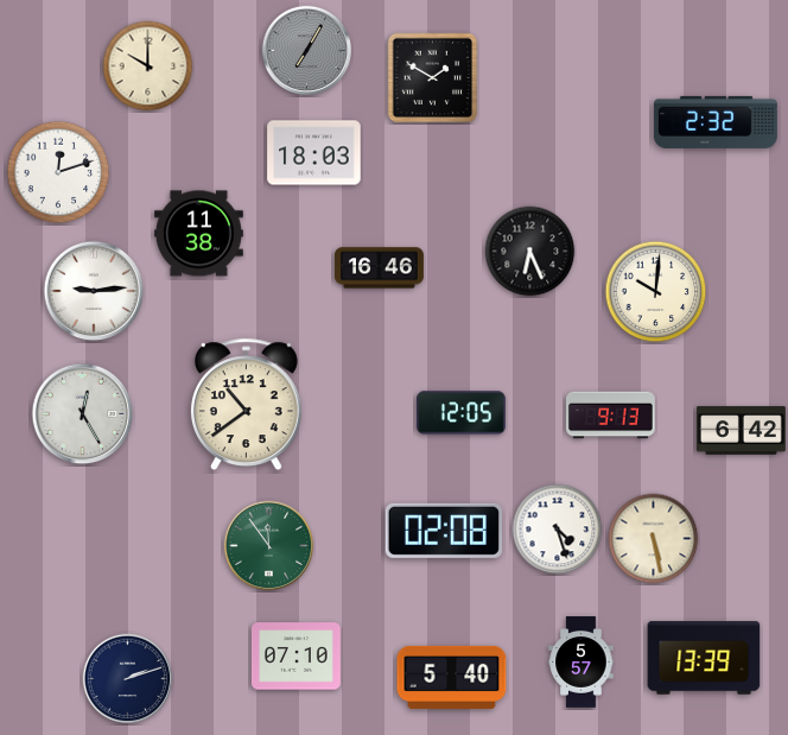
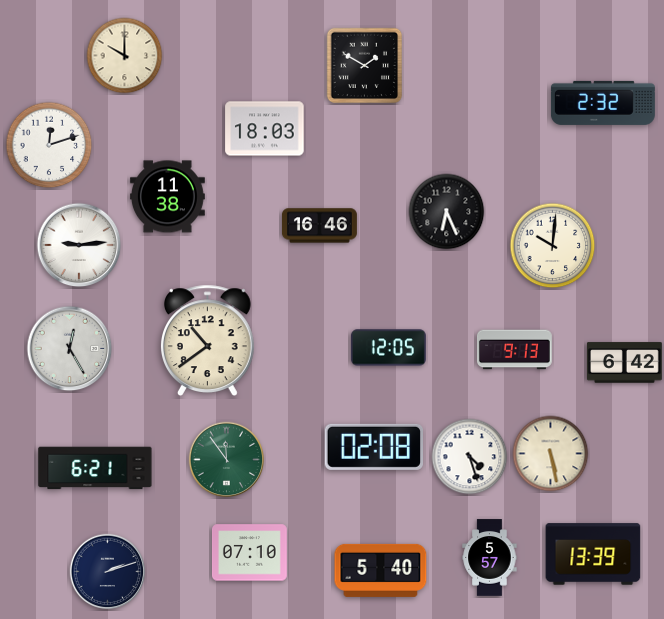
clock at (307, 51): 7:05 -> none
clock at (558, 530) position: (558, 530) -> (470, 457)
clock at (95, 468): none -> 6:21
